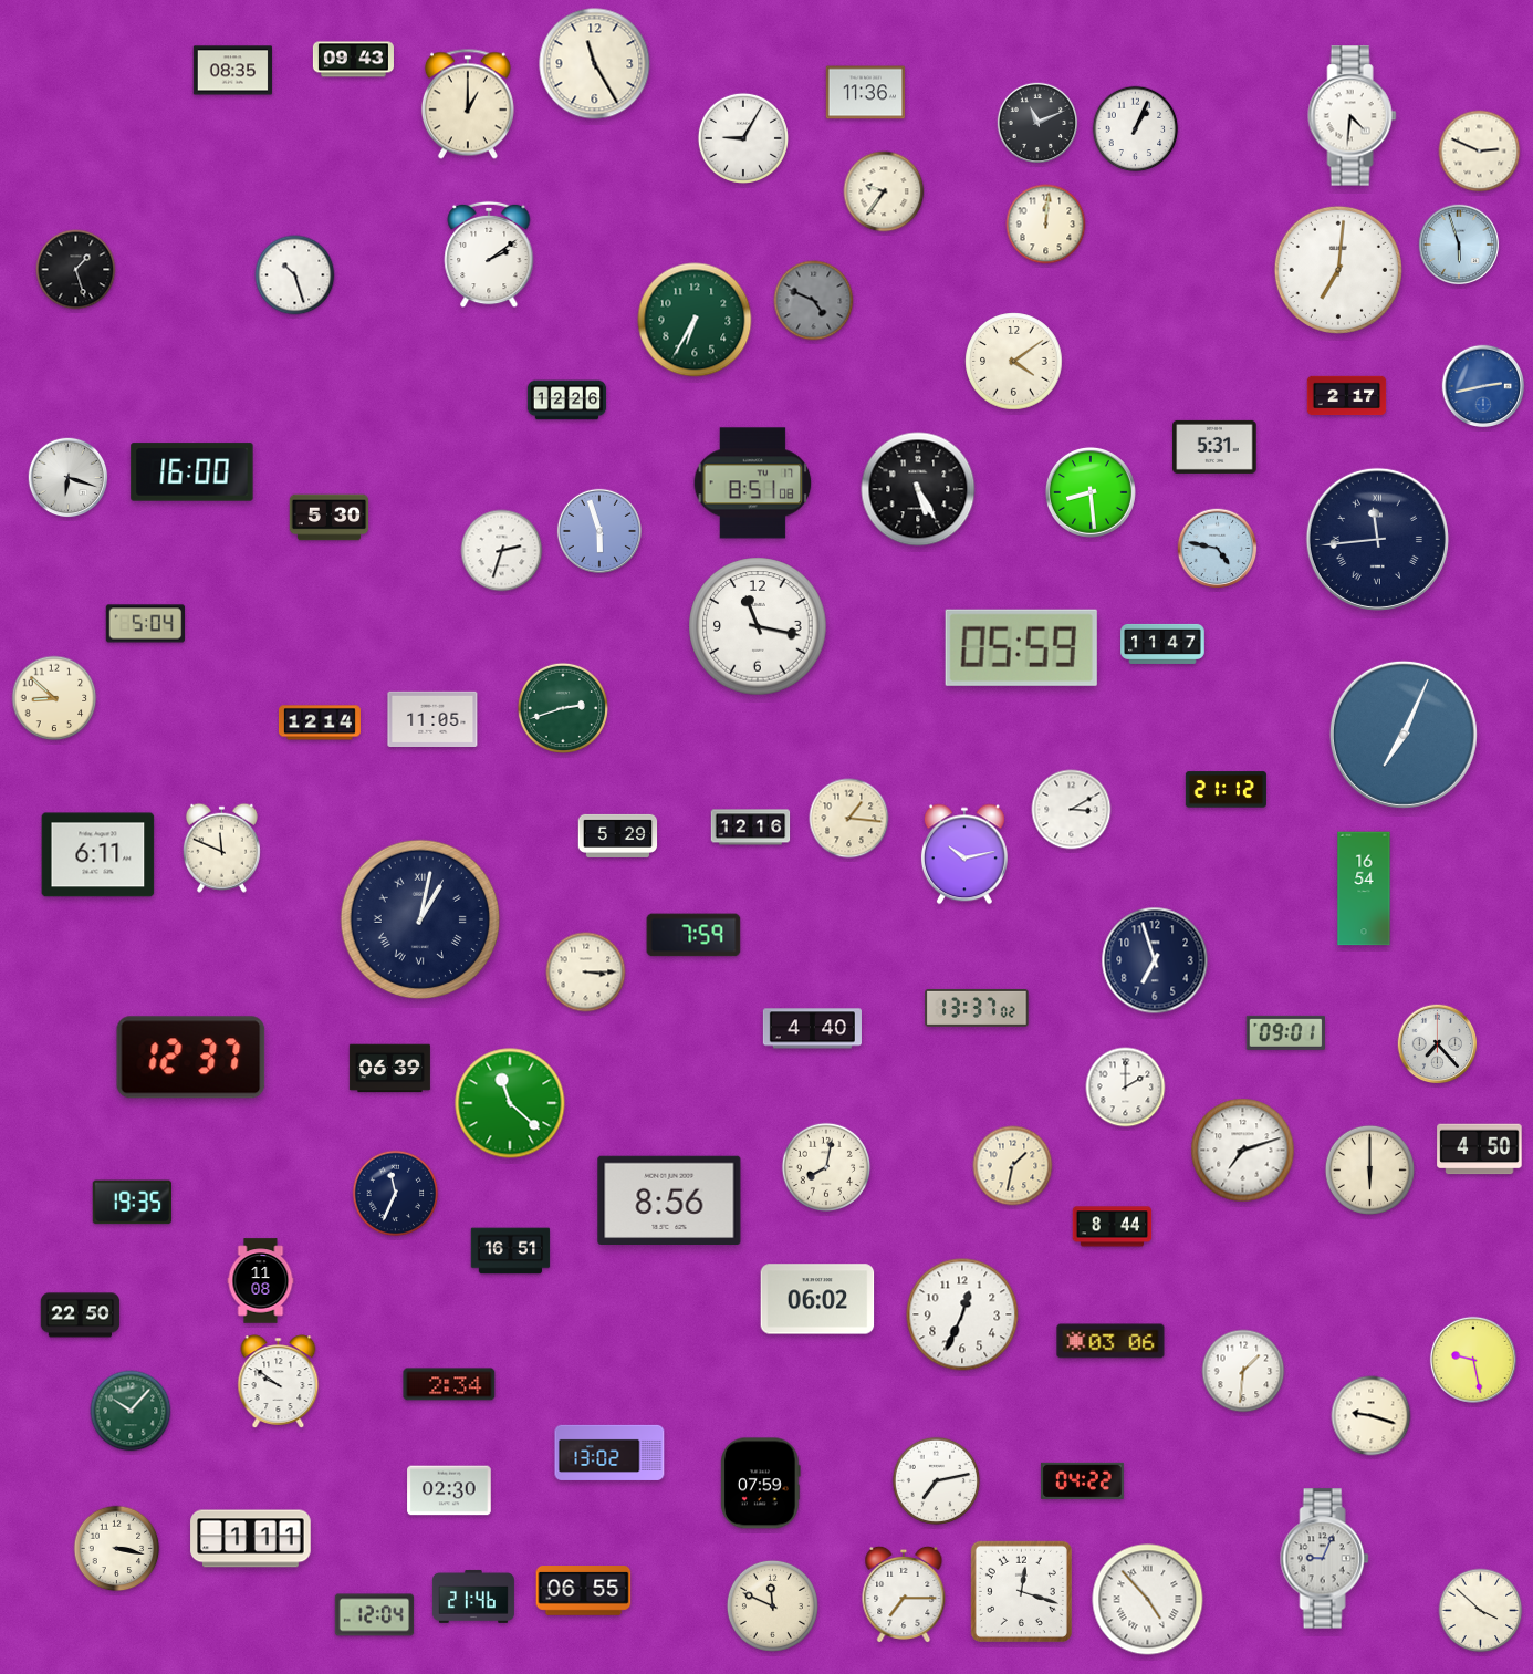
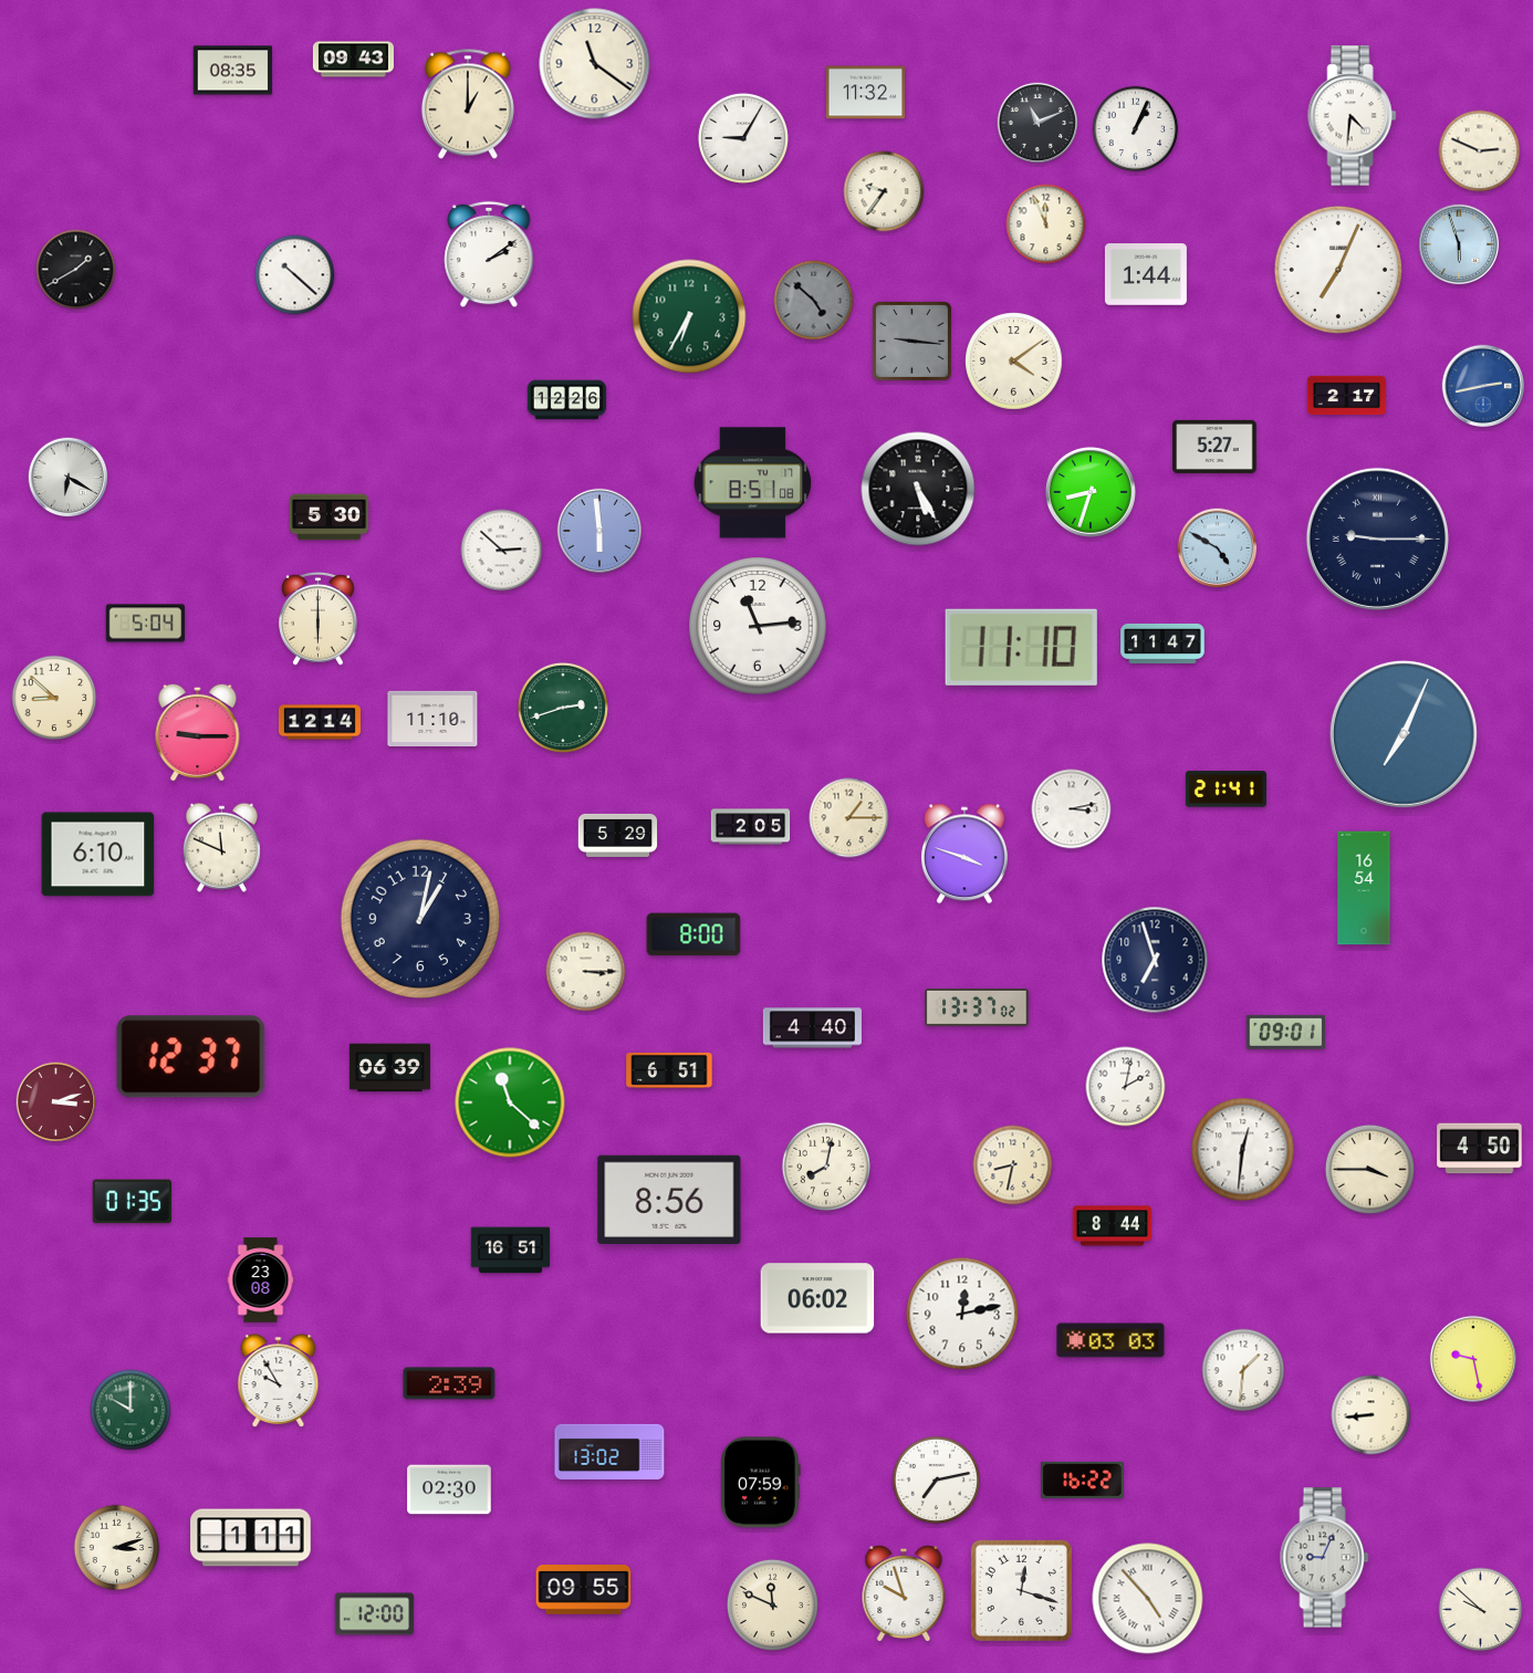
clock at (595, 64): 11:25 -> 11:21
clock at (866, 93): 11:36 -> 11:32
clock at (1046, 225): 12:01 -> 11:56
clock at (76, 270): 1:27 -> 1:40
clock at (1338, 270): 7:01 -> 7:04
clock at (1146, 274): none -> 1:44
clock at (295, 275): 10:27 -> 10:22
clock at (814, 301): 4:49 -> 4:52
clock at (695, 320) position: (695, 320) -> (689, 316)
clock at (911, 341): none -> 9:16
clock at (1214, 447): 5:31 -> 5:27
clock at (192, 472): 16:00 -> none
clock at (69, 478): 6:18 -> 6:20
clock at (1091, 492): 8:29 -> 8:33
clock at (599, 531): 5:57 -> 5:59
clock at (1377, 539): 11:44 -> 9:15
clock at (1218, 549): 4:47 -> 4:50
clock at (502, 551): 2:33 -> 2:52
clock at (319, 618): none -> 6:00
clock at (758, 626): 11:17 -> 11:14
clock at (1021, 647): 05:59 -> 11:10
clock at (432, 718): 11:05 -> 11:10
clock at (198, 732): none -> 9:15
clock at (1226, 790): 21:12 -> 21:41
clock at (1072, 810): 3:10 -> 3:13
clock at (849, 819): 1:16 -> 1:15
clock at (751, 828): 12:16 -> 2:05
clock at (964, 854): 10:13 -> 3:48
clock at (98, 855): 6:11 -> 6:10
clock at (420, 919) numerals: Roman -> Arabic
clock at (693, 935): 7:59 -> 8:00
clock at (1438, 1044): 7:23 -> none
clock at (669, 1070): none -> 6:51
clock at (1126, 1088): 2:00 -> 2:02
clock at (56, 1102): none -> 3:12
clock at (1243, 1151): 7:12 -> 12:31
clock at (1013, 1166): 1:32 -> 8:32
clock at (1369, 1169): 6:00 -> 3:45
clock at (396, 1194): 11:34 -> none
clock at (133, 1203): 19:35 -> 01:35
clock at (261, 1281): 11:08 -> 23:08
clock at (962, 1314): 12:34 -> 12:13
clock at (81, 1316): 22:50 -> none
clock at (1110, 1341): 03:06 -> 03:03
clock at (279, 1382): 9:51 -> 9:55
clock at (449, 1384): 2:34 -> 2:39
clock at (131, 1411): 10:07 -> 10:00
clock at (1372, 1416): 9:18 -> 8:44
clock at (1083, 1480): 04:22 -> 16:22
clock at (117, 1549): 3:17 -> 3:12
clock at (584, 1591): 06:55 -> 09:55
clock at (904, 1594): 7:15 -> 9:57
clock at (473, 1597): 21:46 -> none
clock at (1481, 1611): 3:52 -> 9:52
clock at (375, 1615): 12:04 -> 12:00
